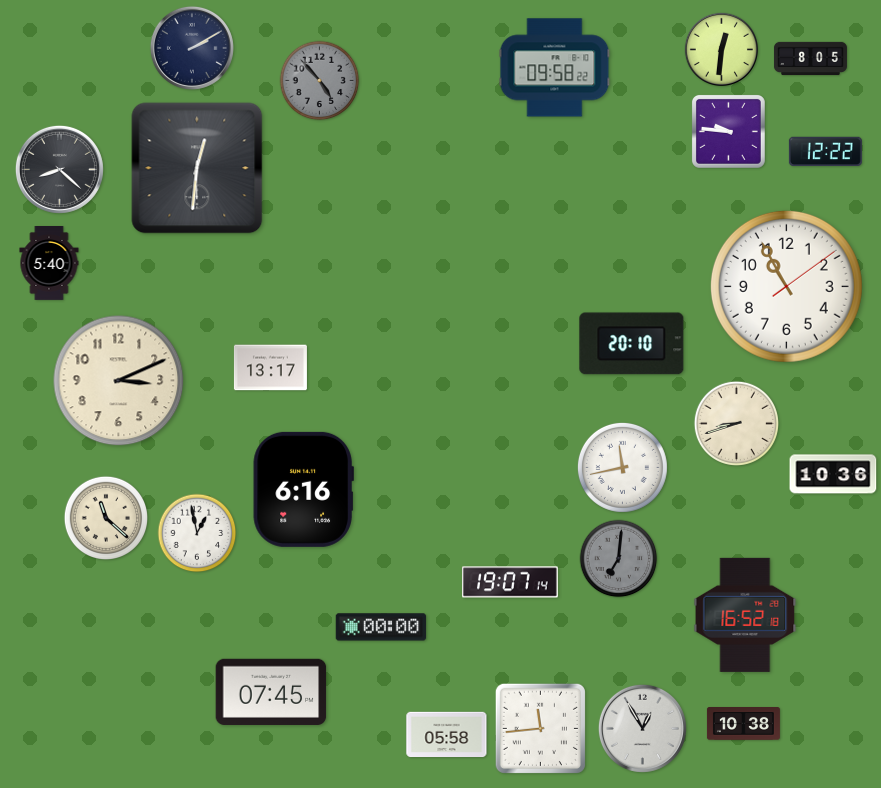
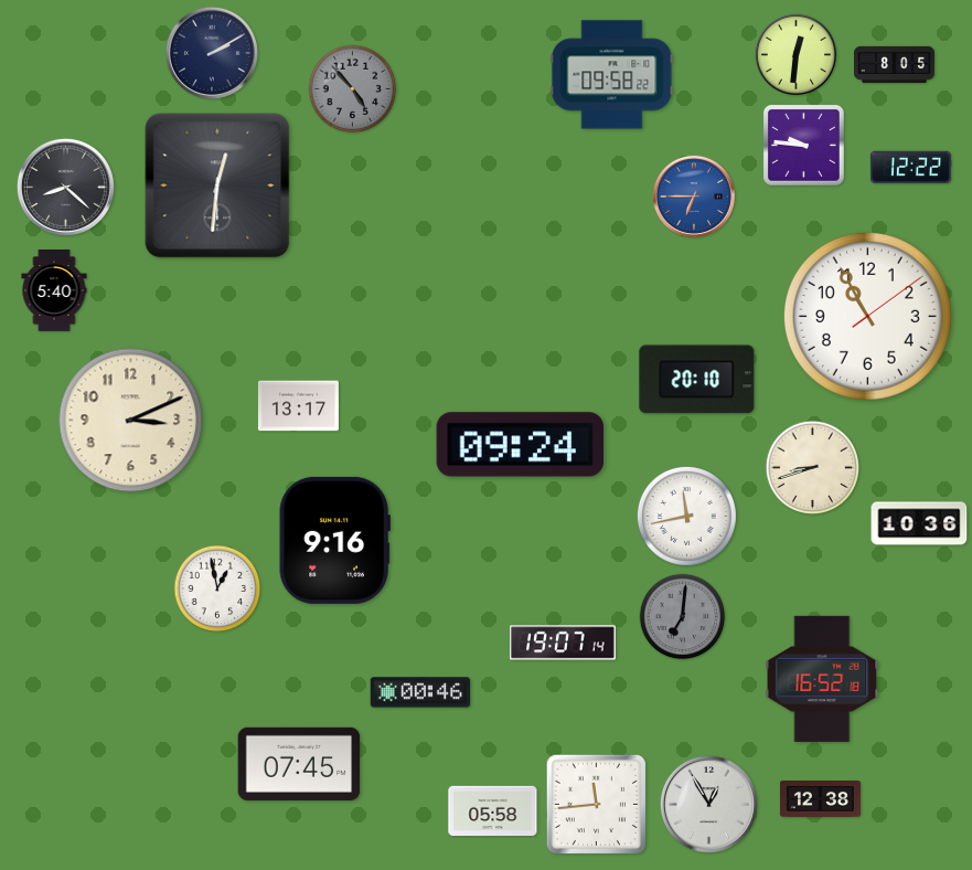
clock at (693, 195): none -> 6:45
clock at (521, 445): none -> 09:24
clock at (303, 489): 6:16 -> 9:16
clock at (105, 517): 11:22 -> none
clock at (381, 627): 00:00 -> 00:46
clock at (743, 724): 10:38 -> 12:38
